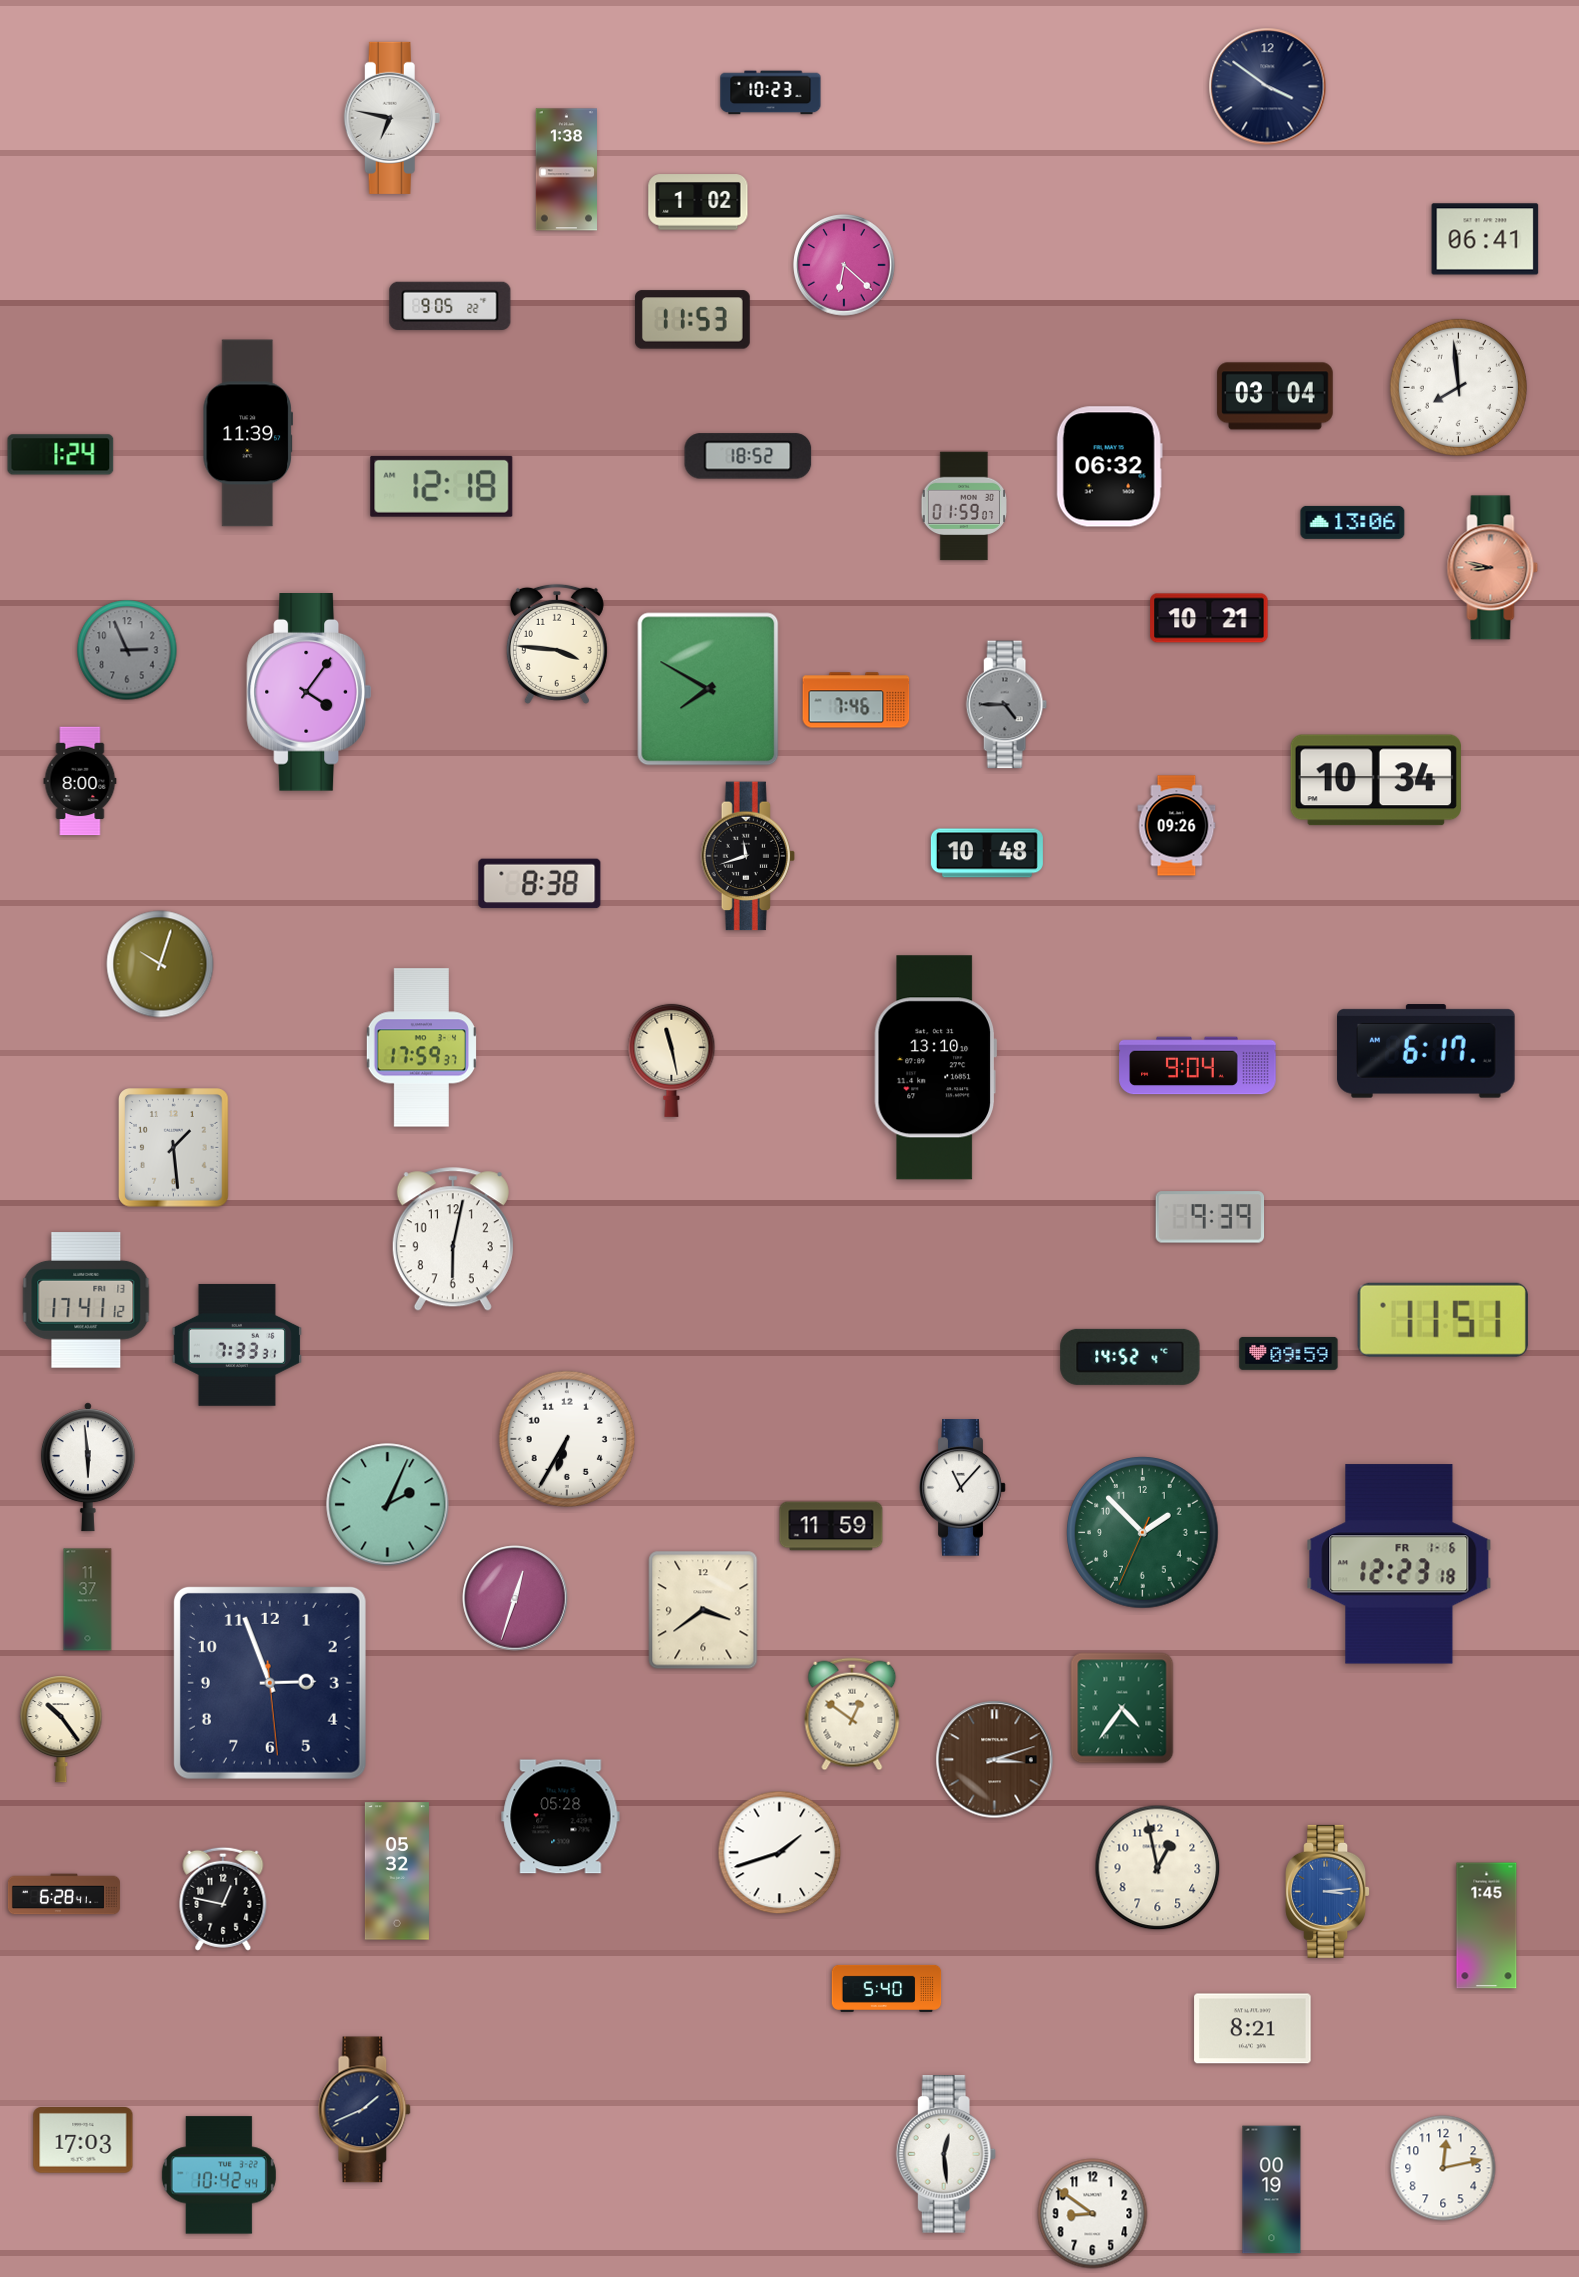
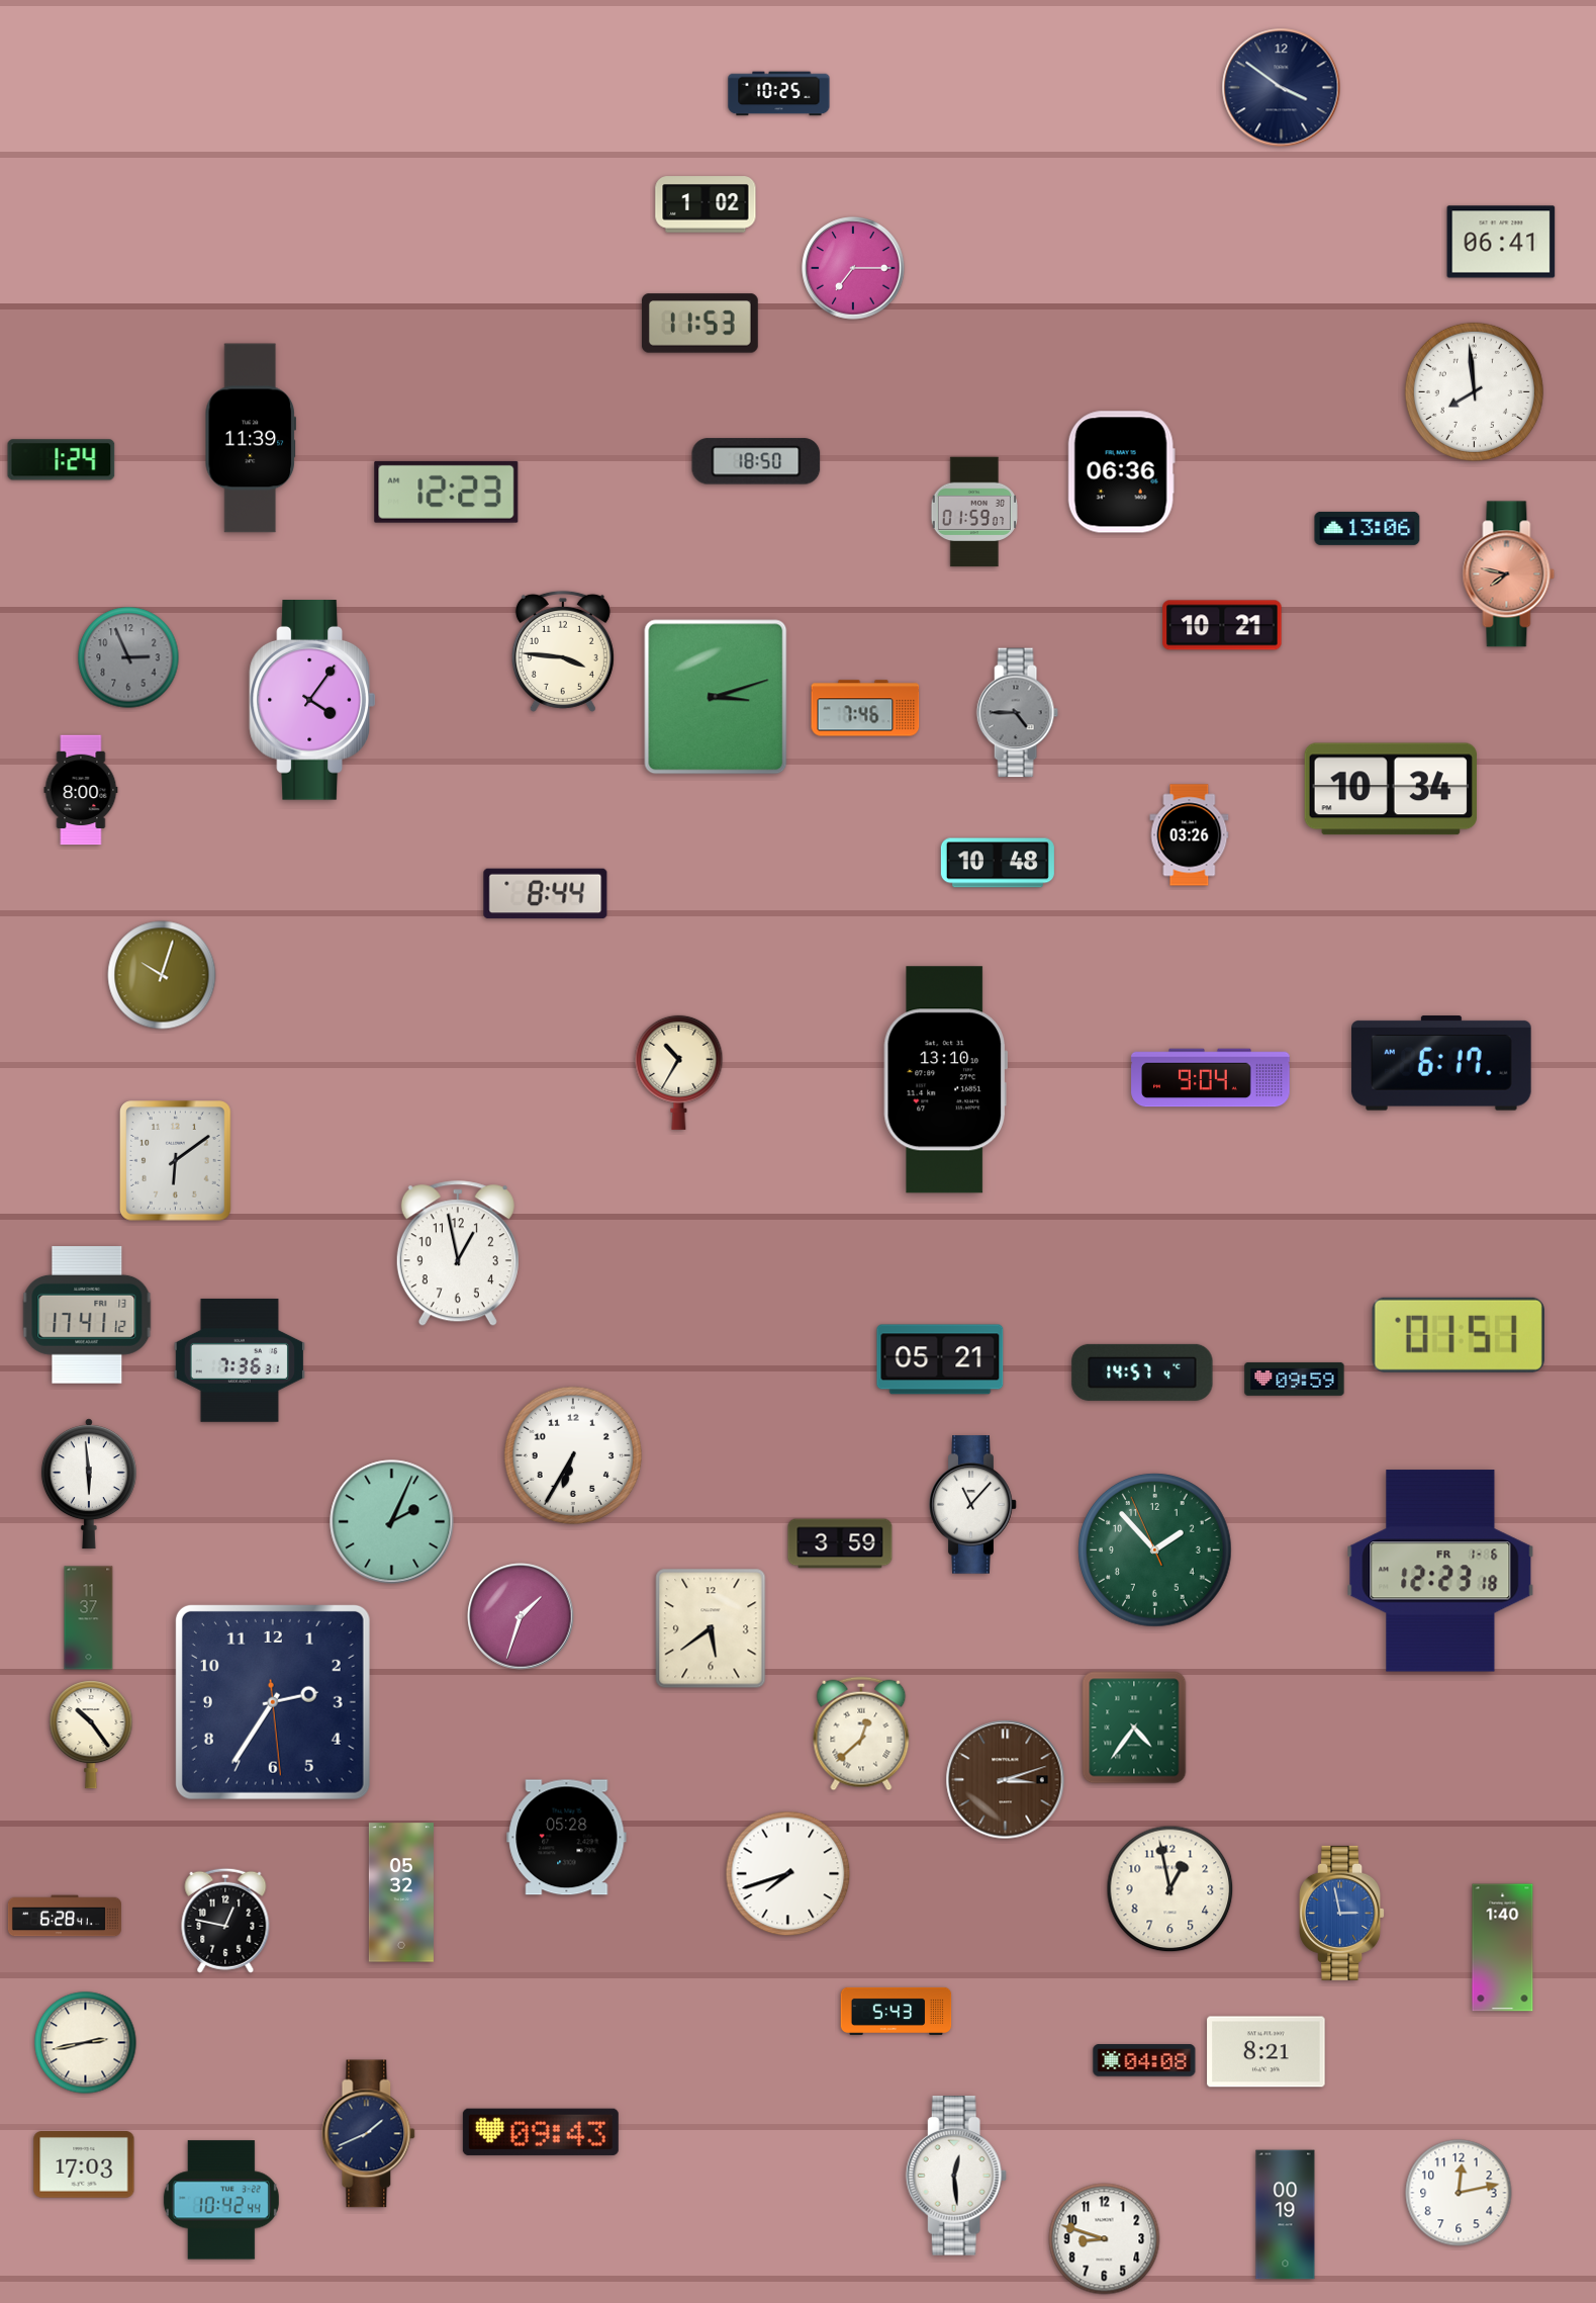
clock at (771, 93): 10:23 -> 10:25
clock at (392, 118): 6:47 -> none
clock at (566, 170): 1:38 -> none
clock at (844, 265): 6:22 -> 7:15
clock at (450, 306): 9:05 -> none
clock at (1275, 396): 03:04 -> none
clock at (748, 456): 18:52 -> 18:50
clock at (1109, 467): 06:32 -> 06:36
clock at (442, 486): 12:18 -> 12:23
clock at (1493, 568): 8:47 -> 7:47
clock at (708, 689): 7:50 -> 3:12
clock at (1177, 826): 09:26 -> 03:26
clock at (748, 856): 11:42 -> none
clock at (540, 884): 8:38 -> 8:44
clock at (421, 1048): 17:59 -> none
clock at (672, 1060): 11:28 -> 10:35
clock at (174, 1148): 1:29 -> 6:09
clock at (1210, 1217): 9:39 -> none
clock at (453, 1240): 6:02 -> 12:58
clock at (1443, 1320): 11:51 -> 01:51
clock at (940, 1359): none -> 05:21
clock at (237, 1345): 7:33 -> 7:36
clock at (1289, 1353) position: (1289, 1353) -> (1295, 1379)
clock at (1130, 1357): 14:52 -> 14:57
clock at (831, 1526): 11:59 -> 3:59
clock at (1143, 1533): 1:52:34 -> 1:52:56
clock at (1399, 1564) position: (1399, 1564) -> (1440, 1571)
clock at (515, 1598): 12:33 -> 1:33
clock at (703, 1610): 3:39 -> 5:39
clock at (270, 1683): 2:56 -> 2:35
clock at (852, 1714): 12:51 -> 12:38
clock at (61, 1730) position: (61, 1730) -> (91, 1736)
clock at (780, 1853): 1:42 -> 7:42
clock at (1328, 1891): 3:14 -> 2:58
clock at (1487, 1926): 1:45 -> 1:40
clock at (887, 1988): 5:40 -> 5:43
clock at (86, 2043): none -> 2:43
clock at (1144, 2060): none -> 04:08
clock at (541, 2132): none -> 09:43
clock at (946, 2154) position: (946, 2154) -> (956, 2176)
clock at (1093, 2214): 8:51 -> 8:48
